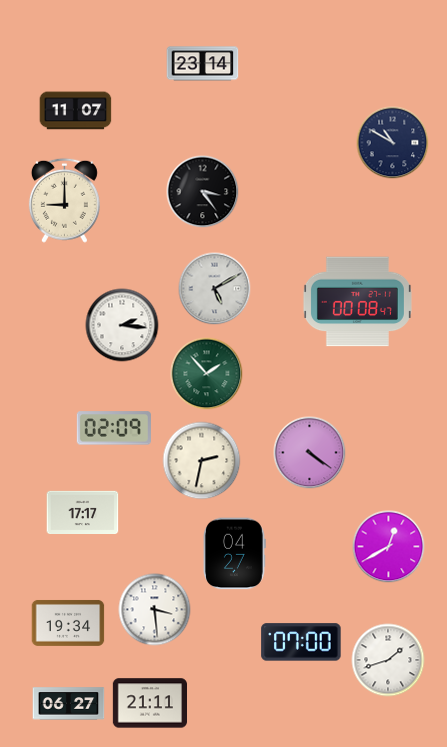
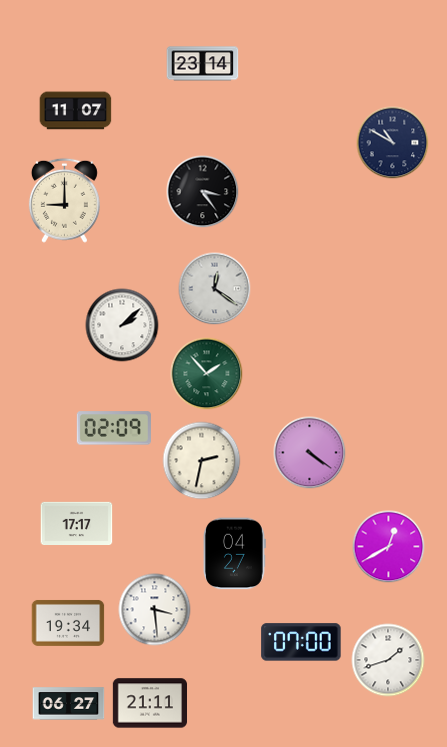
clock at (215, 289): 5:10 -> 12:21
clock at (357, 302): 00:08 -> none
clock at (122, 325): 2:16 -> 2:08
clock at (83, 512) position: (83, 512) -> (77, 523)
